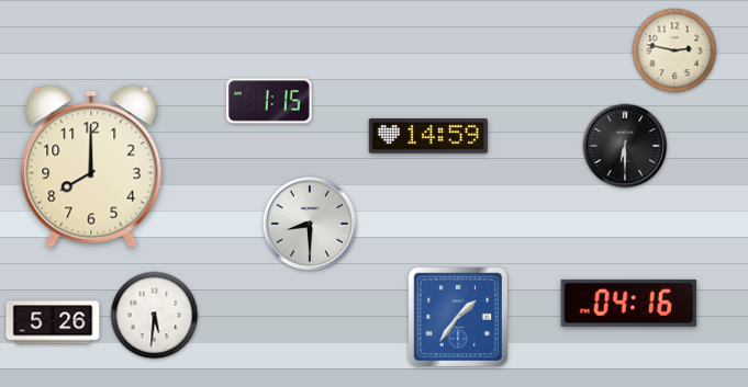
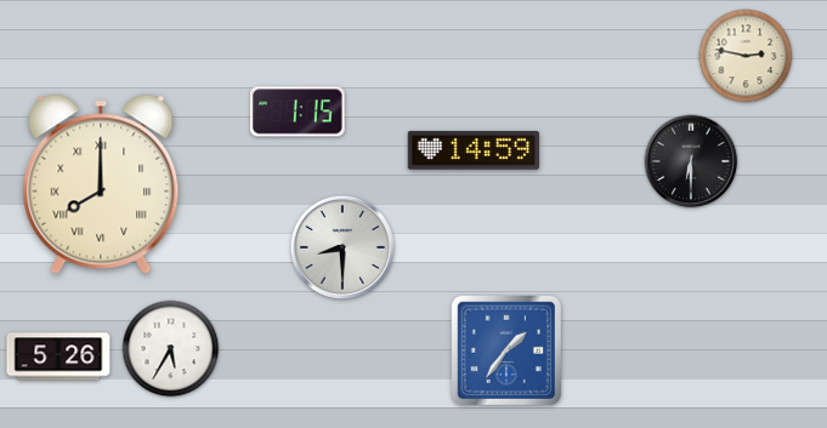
clock at (91, 167) numerals: Arabic -> Roman
clock at (629, 303): 04:16 -> none
clock at (155, 316): 5:31 -> 5:35
